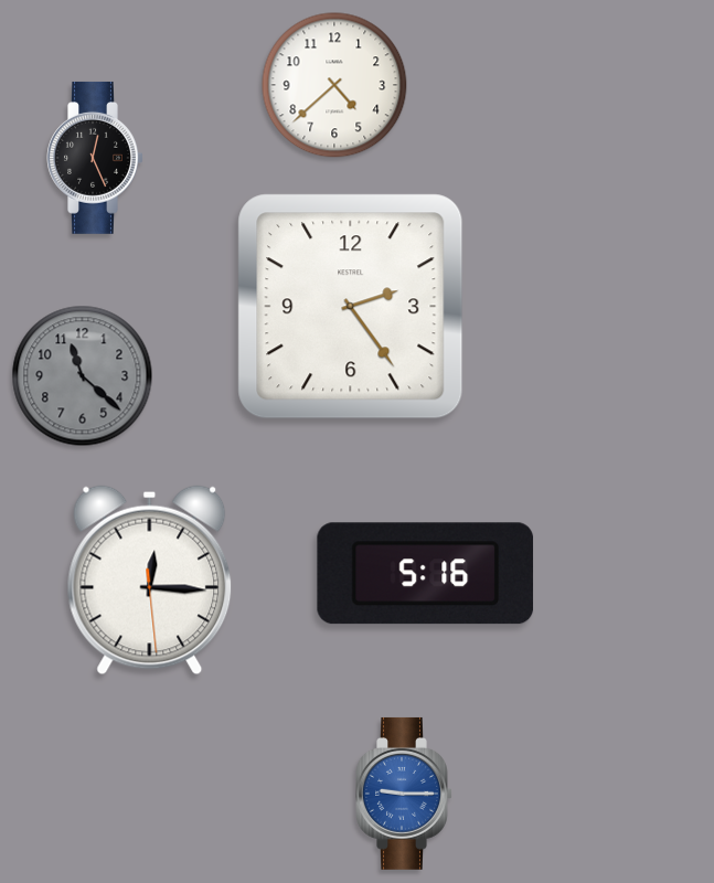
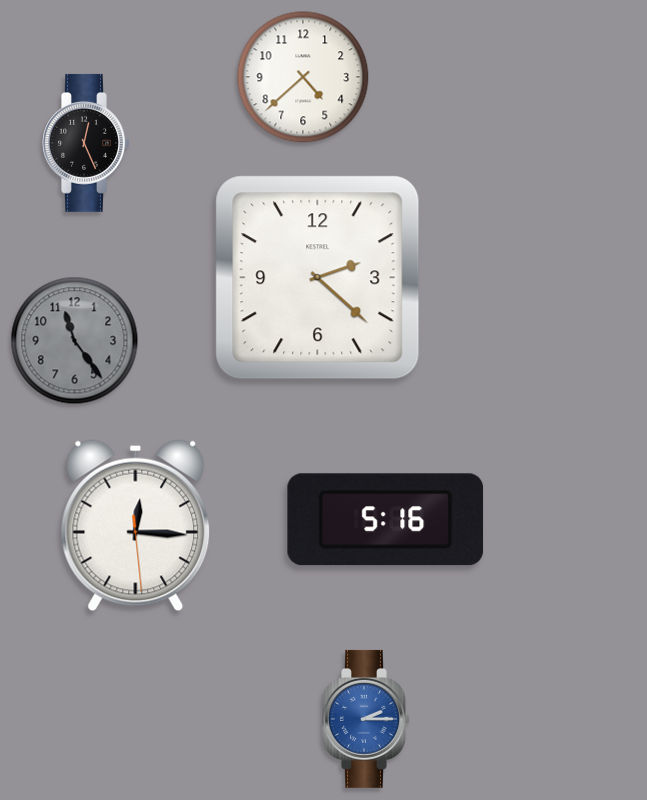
clock at (351, 307): 2:24 -> 2:22
clock at (83, 376): 11:22 -> 11:24
clock at (404, 794): 9:15 -> 2:15
